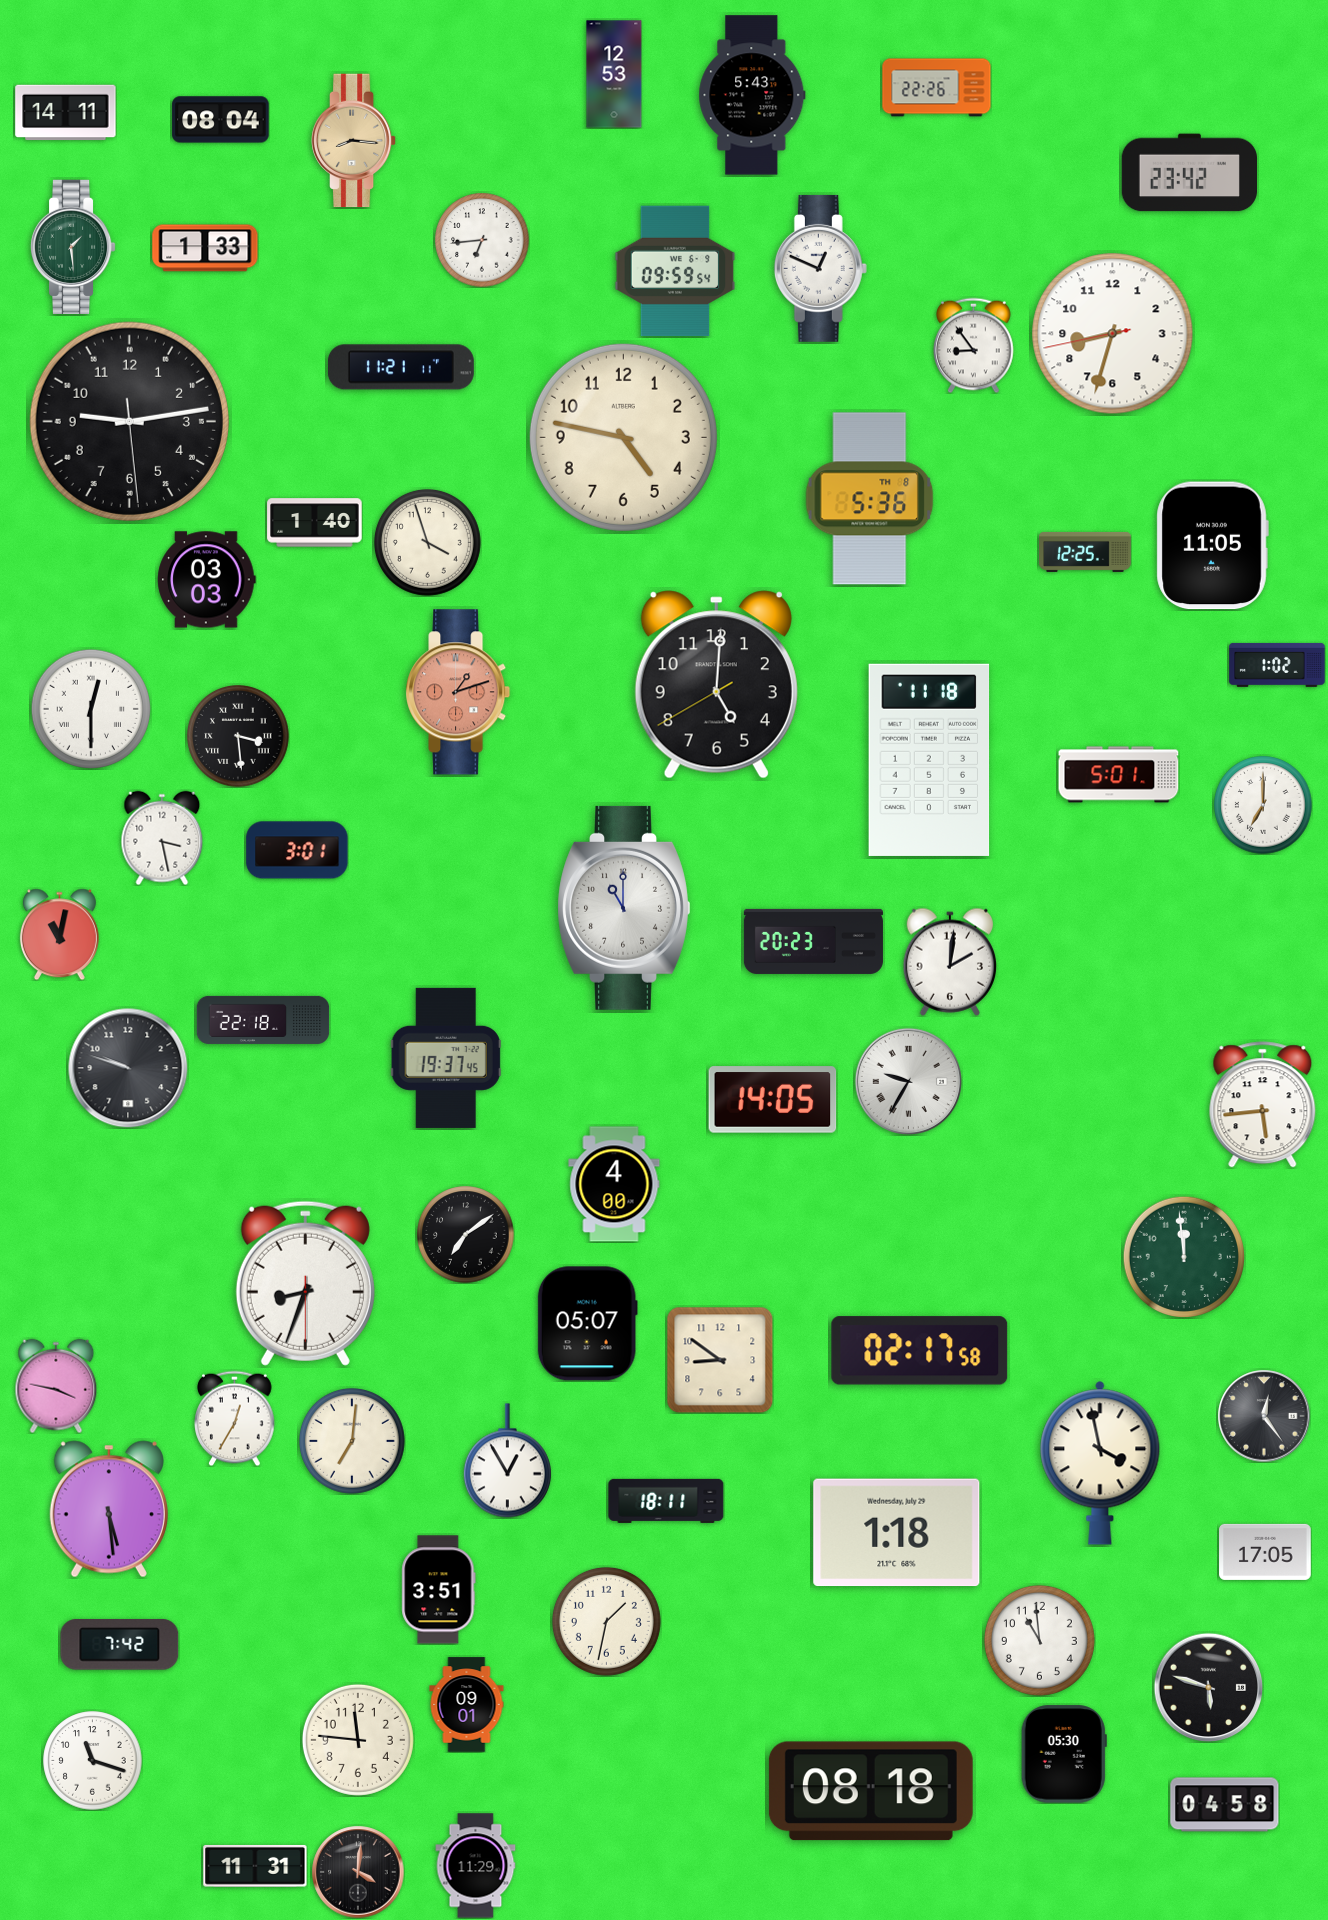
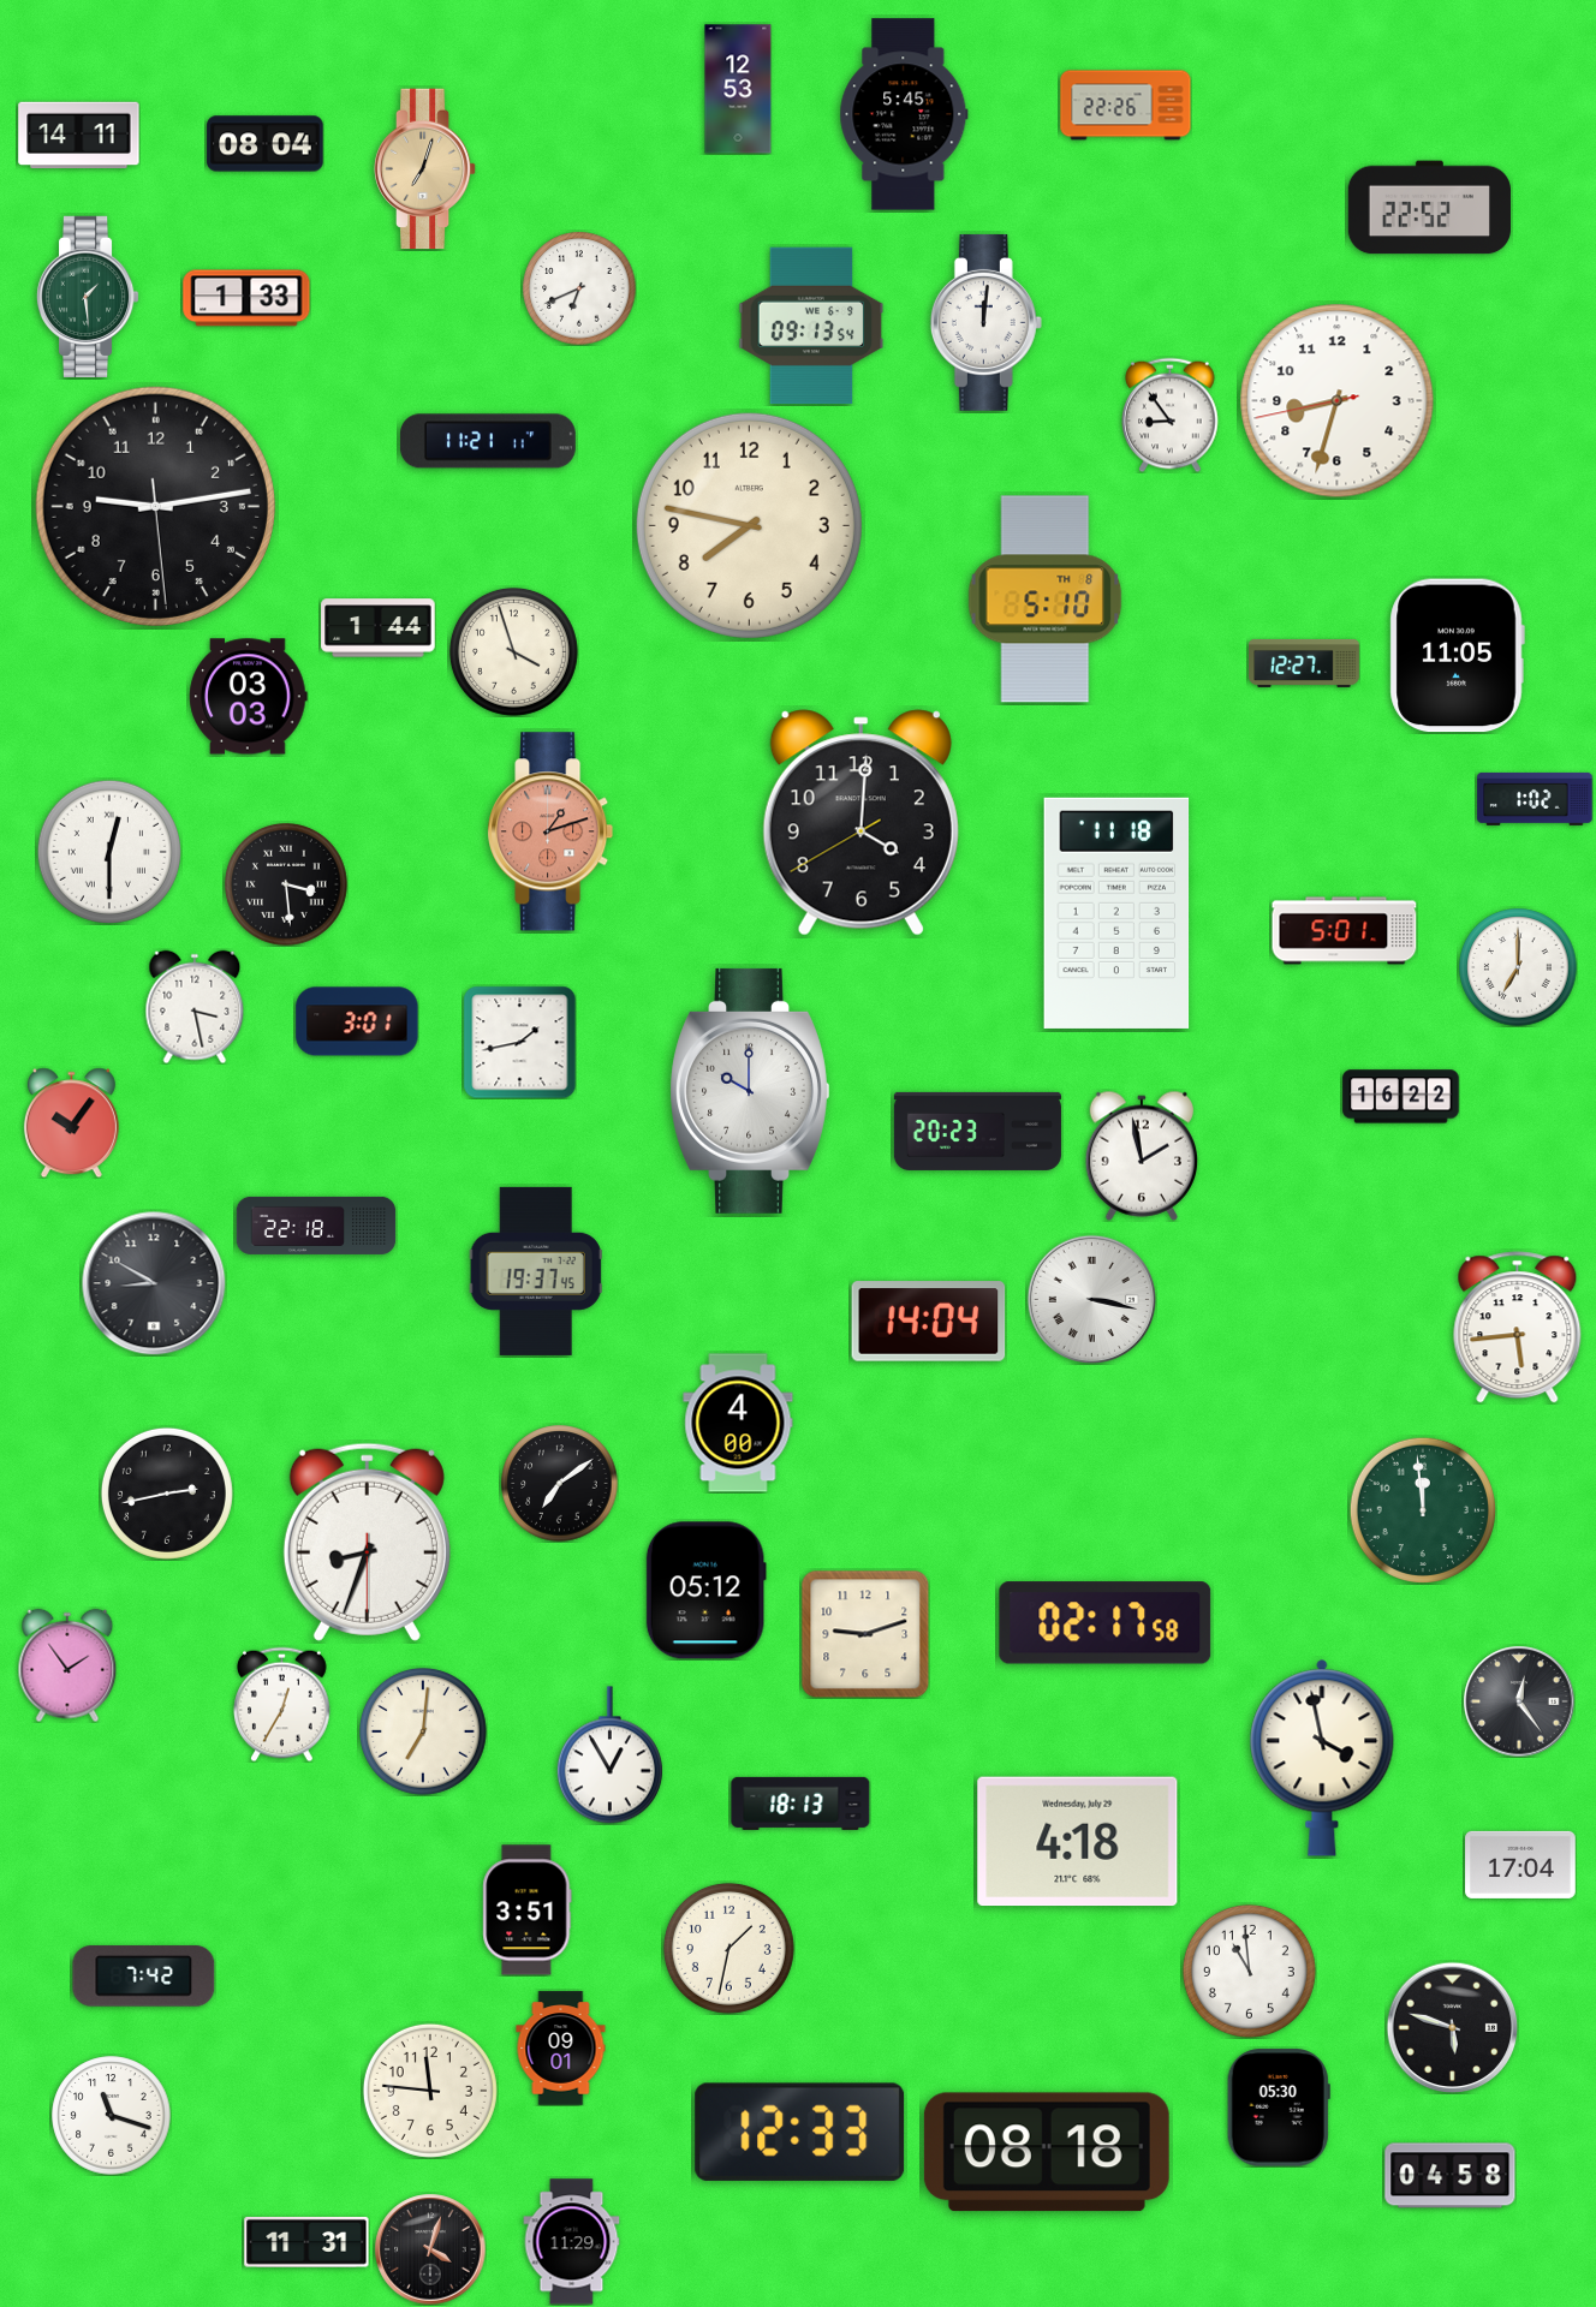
clock at (752, 95): 5:43 -> 5:45
clock at (354, 141): 8:16 -> 7:03
clock at (1189, 173): 23:42 -> 22:52
clock at (482, 240): 6:44 -> 6:41
clock at (820, 268): 12:49 -> 12:01
clock at (675, 271): 09:59 -> 09:13
clock at (401, 367) position: (401, 367) -> (488, 441)
clock at (623, 437): 4:47 -> 7:47
clock at (870, 499): 5:36 -> 5:10
clock at (315, 523): 1:40 -> 1:44
clock at (1085, 552): 12:25 -> 12:27
clock at (716, 685): 5:00 -> 4:00
clock at (519, 1042): none -> 1:43
clock at (624, 908): 11:00 -> 10:00
clock at (1401, 1097): none -> 16:22
clock at (59, 934): 11:02 -> 10:06
clock at (949, 962): 2:01 -> 1:58
clock at (128, 1068): 9:48 -> 8:50
clock at (908, 1081): 9:35 -> 3:17
clock at (773, 1100): 14:05 -> 14:04
clock at (167, 1494): none -> 2:43
clock at (587, 1324): 05:07 -> 05:12
clock at (720, 1360): 8:51 -> 9:12
clock at (56, 1386): 3:47 -> 1:54
clock at (666, 1501): 18:11 -> 18:13
clock at (109, 1509): 5:29 -> none
clock at (897, 1533): 1:18 -> 4:18
clock at (1265, 1552): 17:05 -> 17:04
clock at (800, 2132): none -> 12:33
clock at (1225, 1805) position: (1225, 1805) -> (1451, 2176)
clock at (358, 1872): 4:01 -> 4:03
